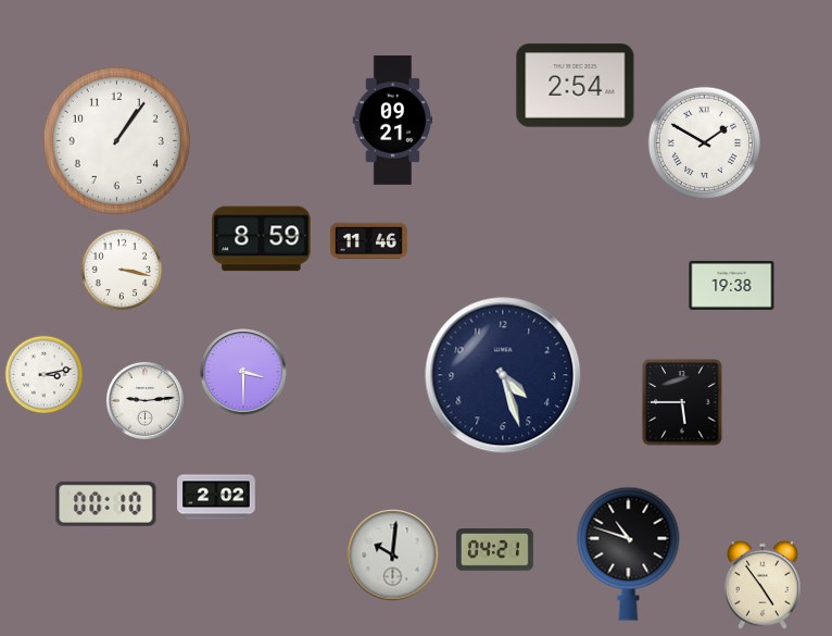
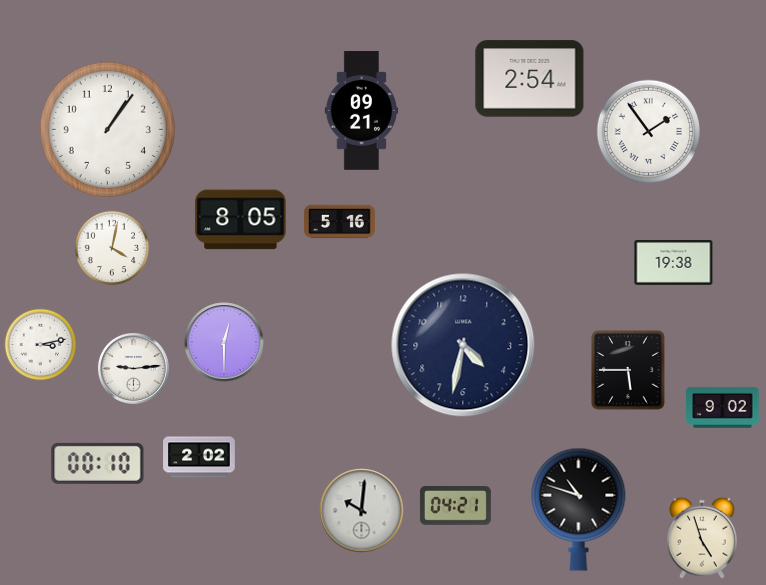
clock at (704, 142): 1:50 -> 1:54
clock at (262, 239): 8:59 -> 8:05
clock at (368, 241): 11:46 -> 5:16
clock at (121, 269): 3:17 -> 4:02
clock at (243, 372): 3:30 -> 12:30
clock at (503, 375): 4:27 -> 4:32
clock at (723, 407): none -> 9:02
clock at (762, 585): 4:54 -> 4:57
